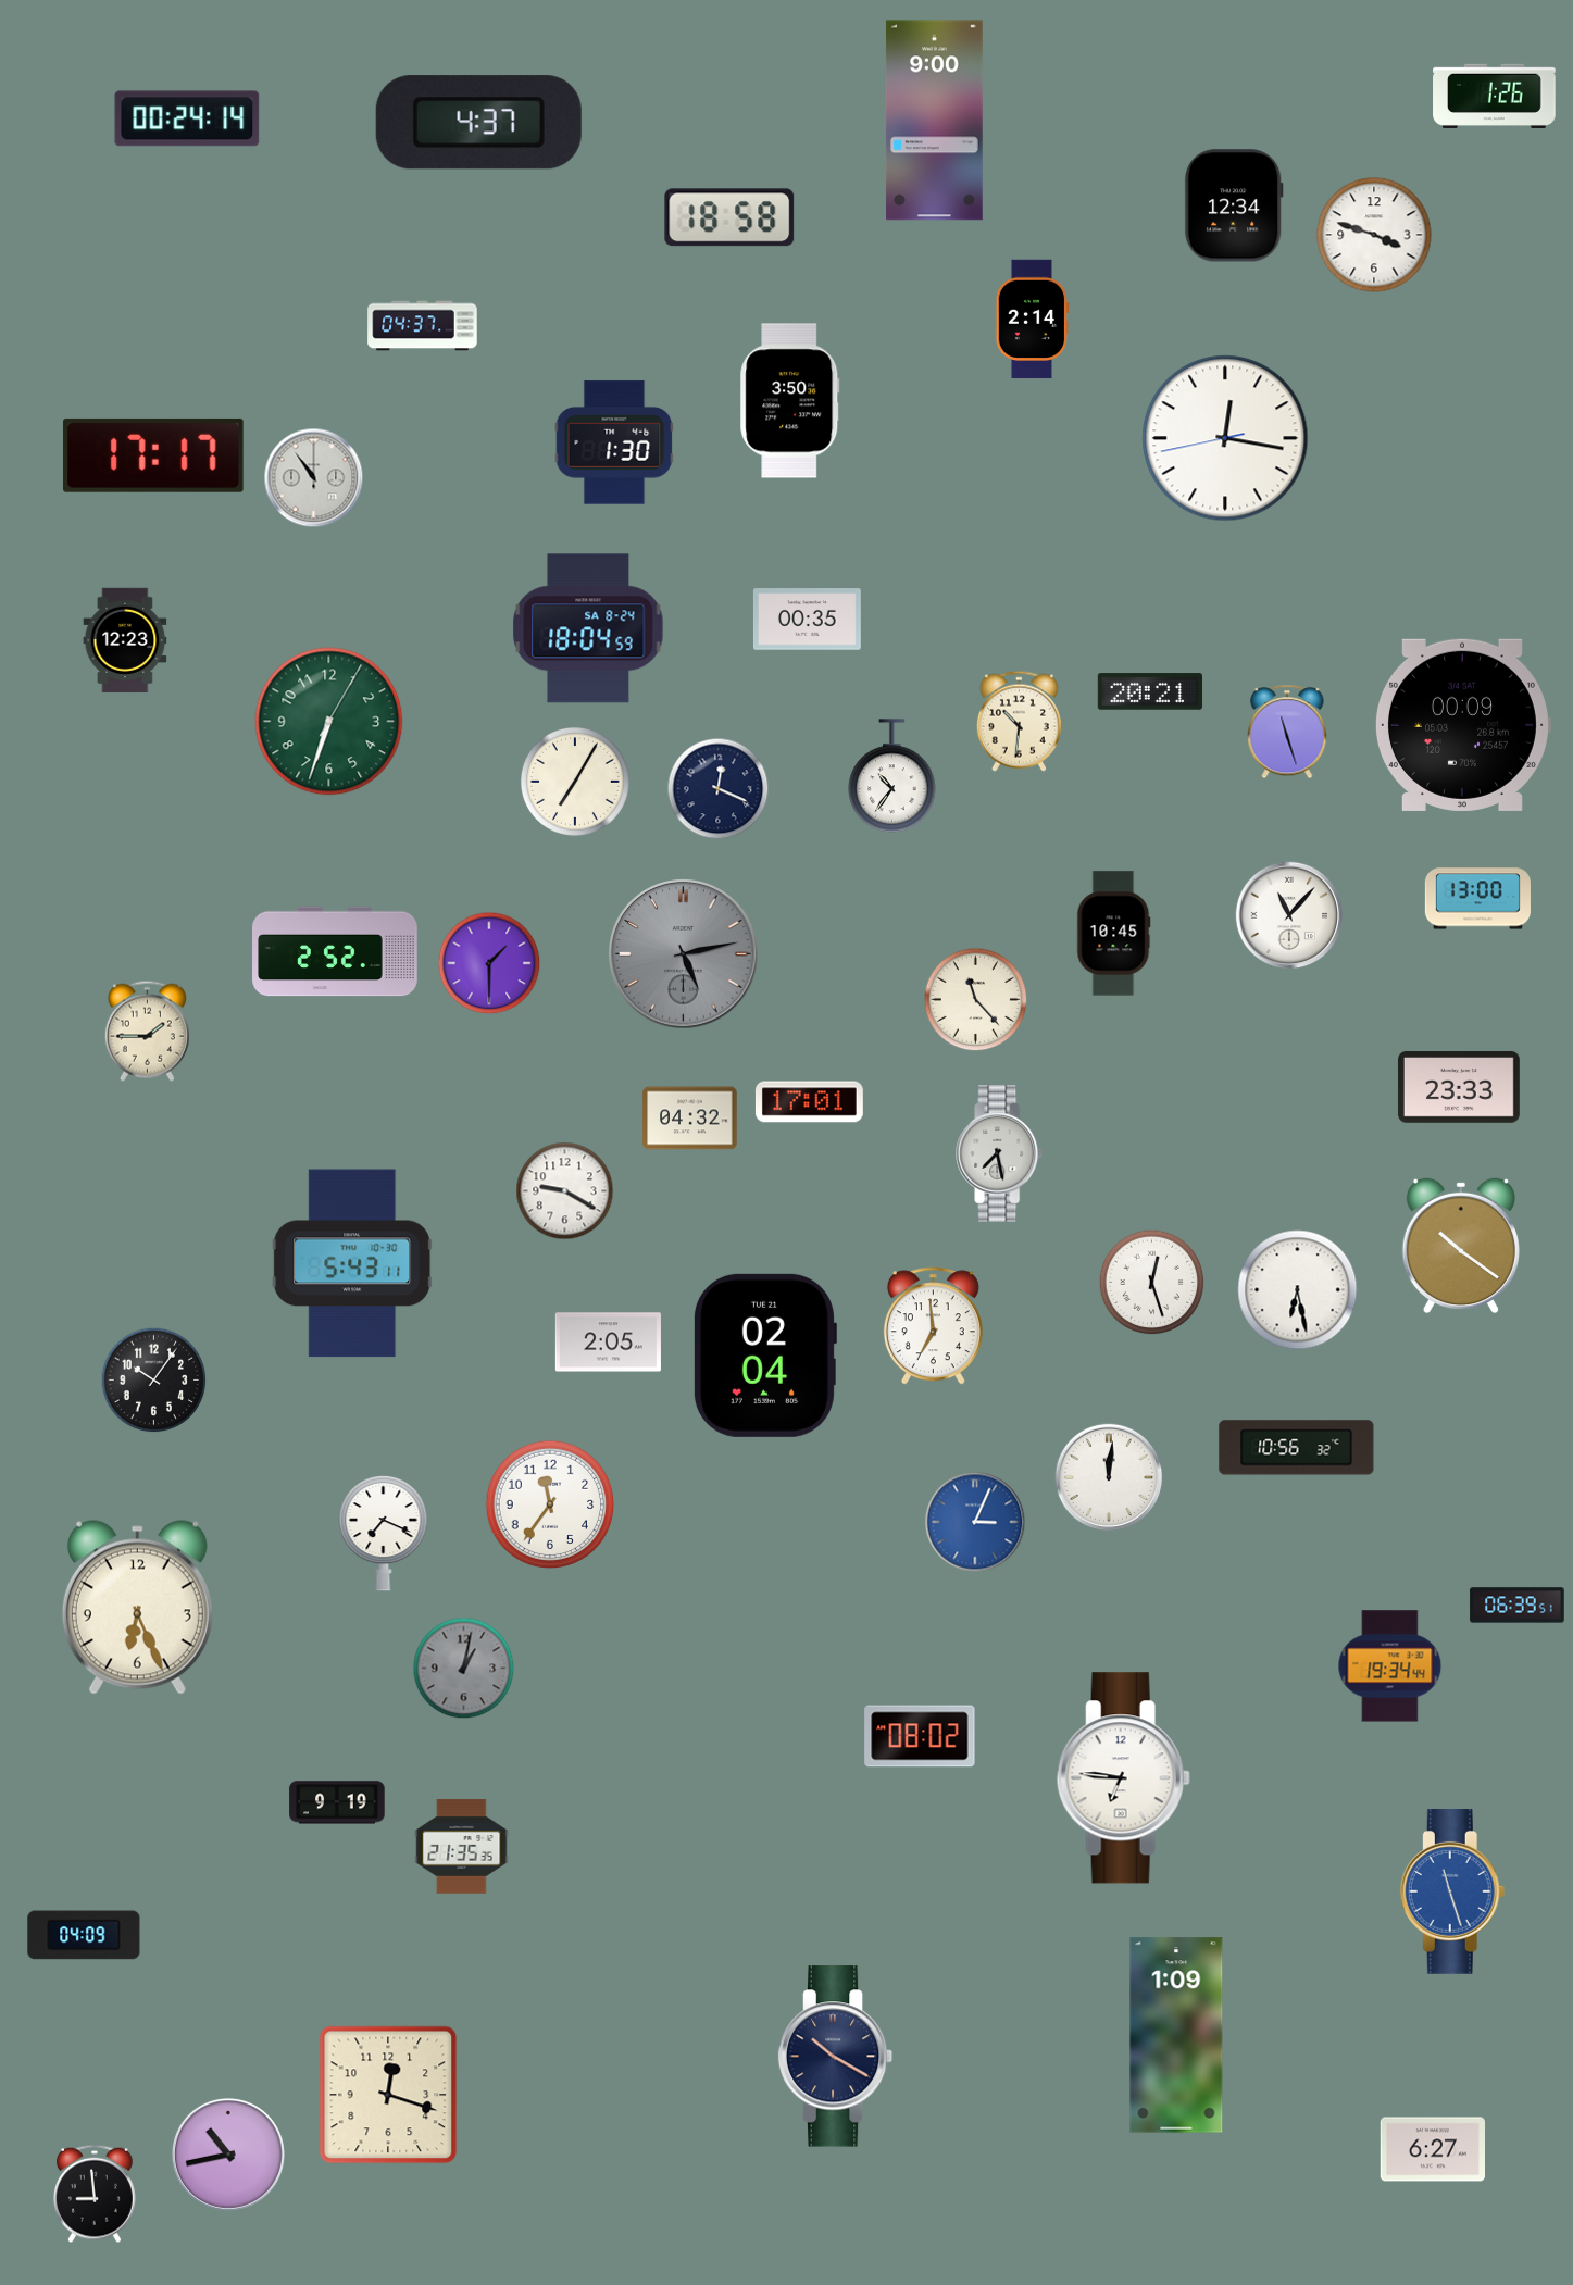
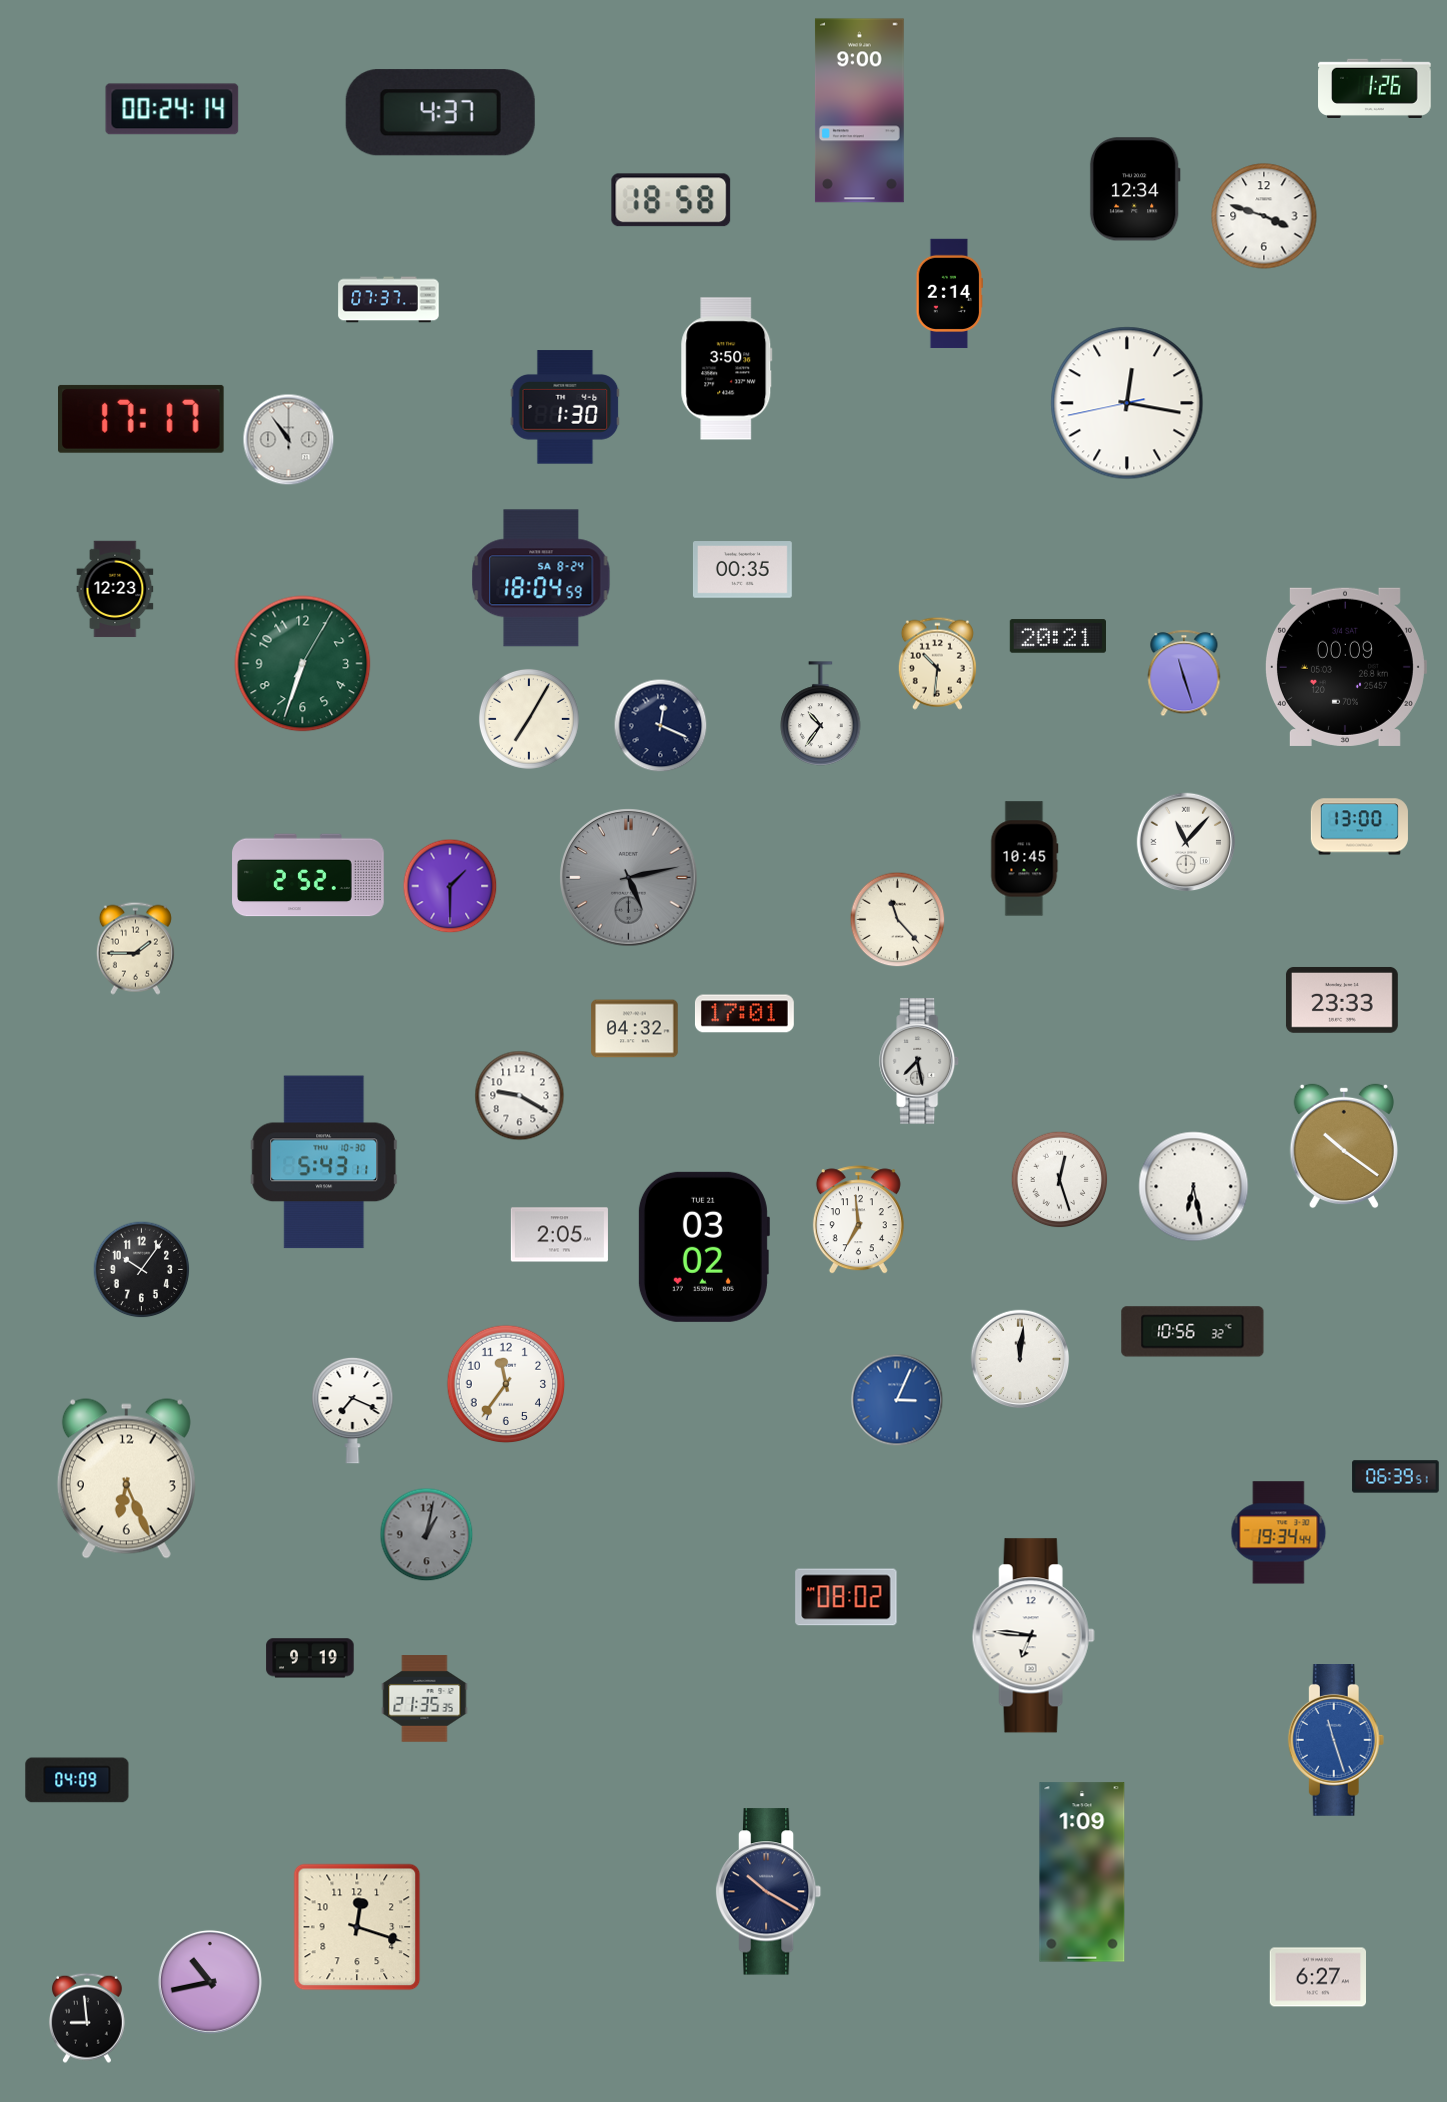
clock at (423, 326): 04:37 -> 07:37
clock at (764, 1356): 02:04 -> 03:02
